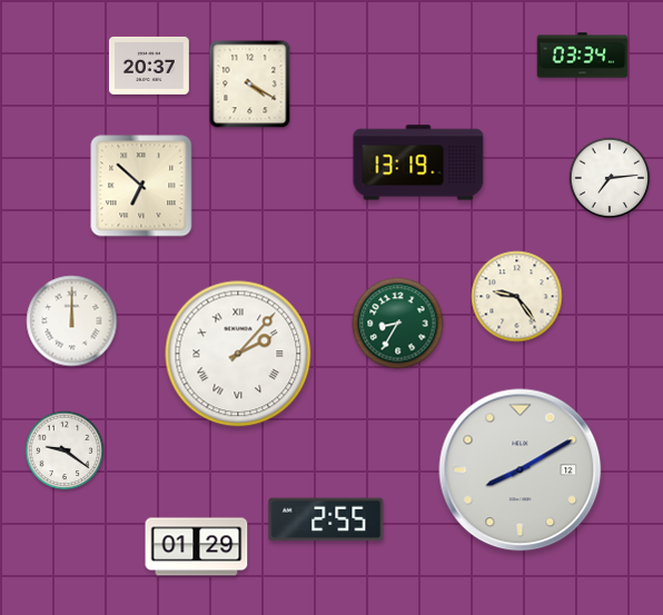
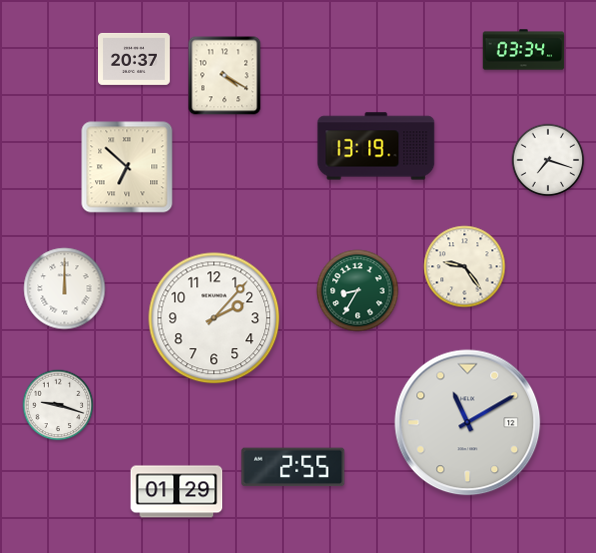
clock at (610, 178): 7:14 -> 7:18
clock at (238, 354) numerals: Roman -> Arabic
clock at (65, 450): 9:21 -> 9:18
clock at (521, 470): 8:10 -> 11:10
